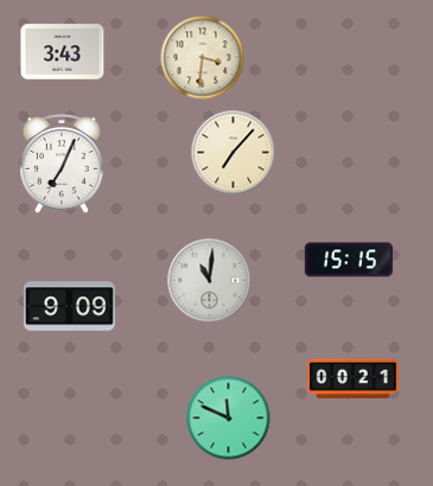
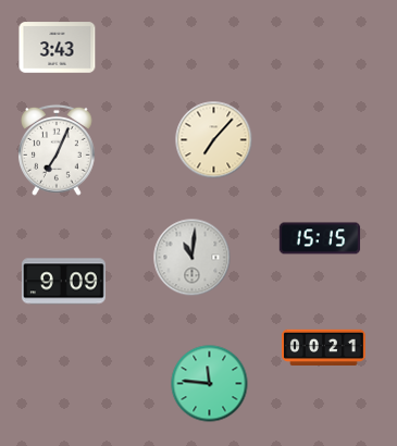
clock at (203, 58): 3:31 -> none
clock at (229, 418): 11:49 -> 11:46
